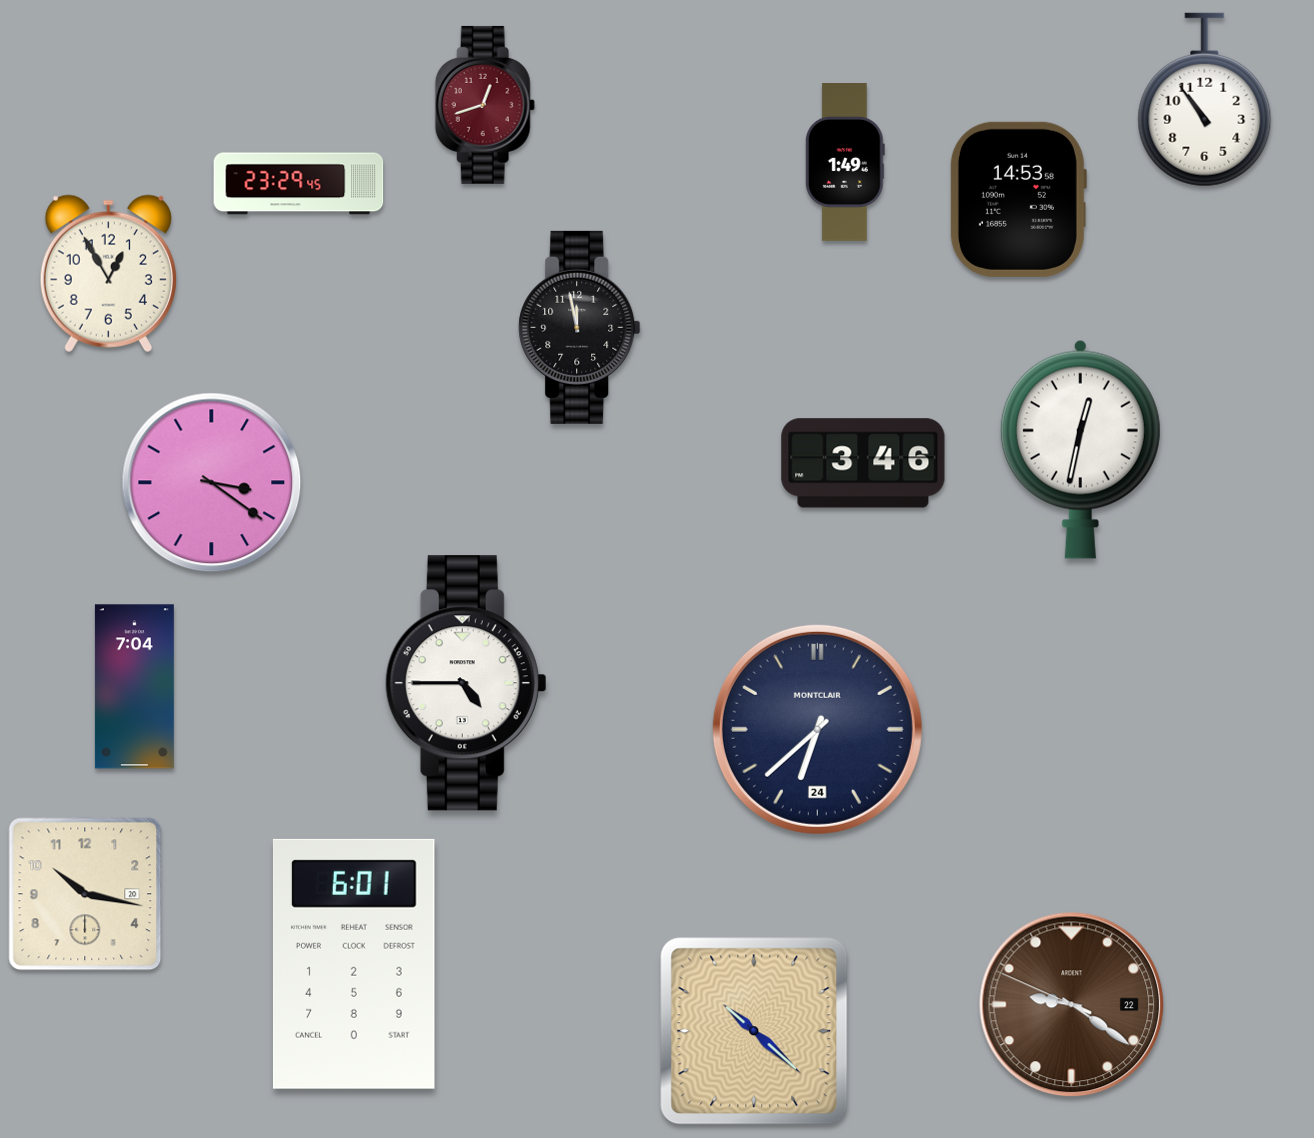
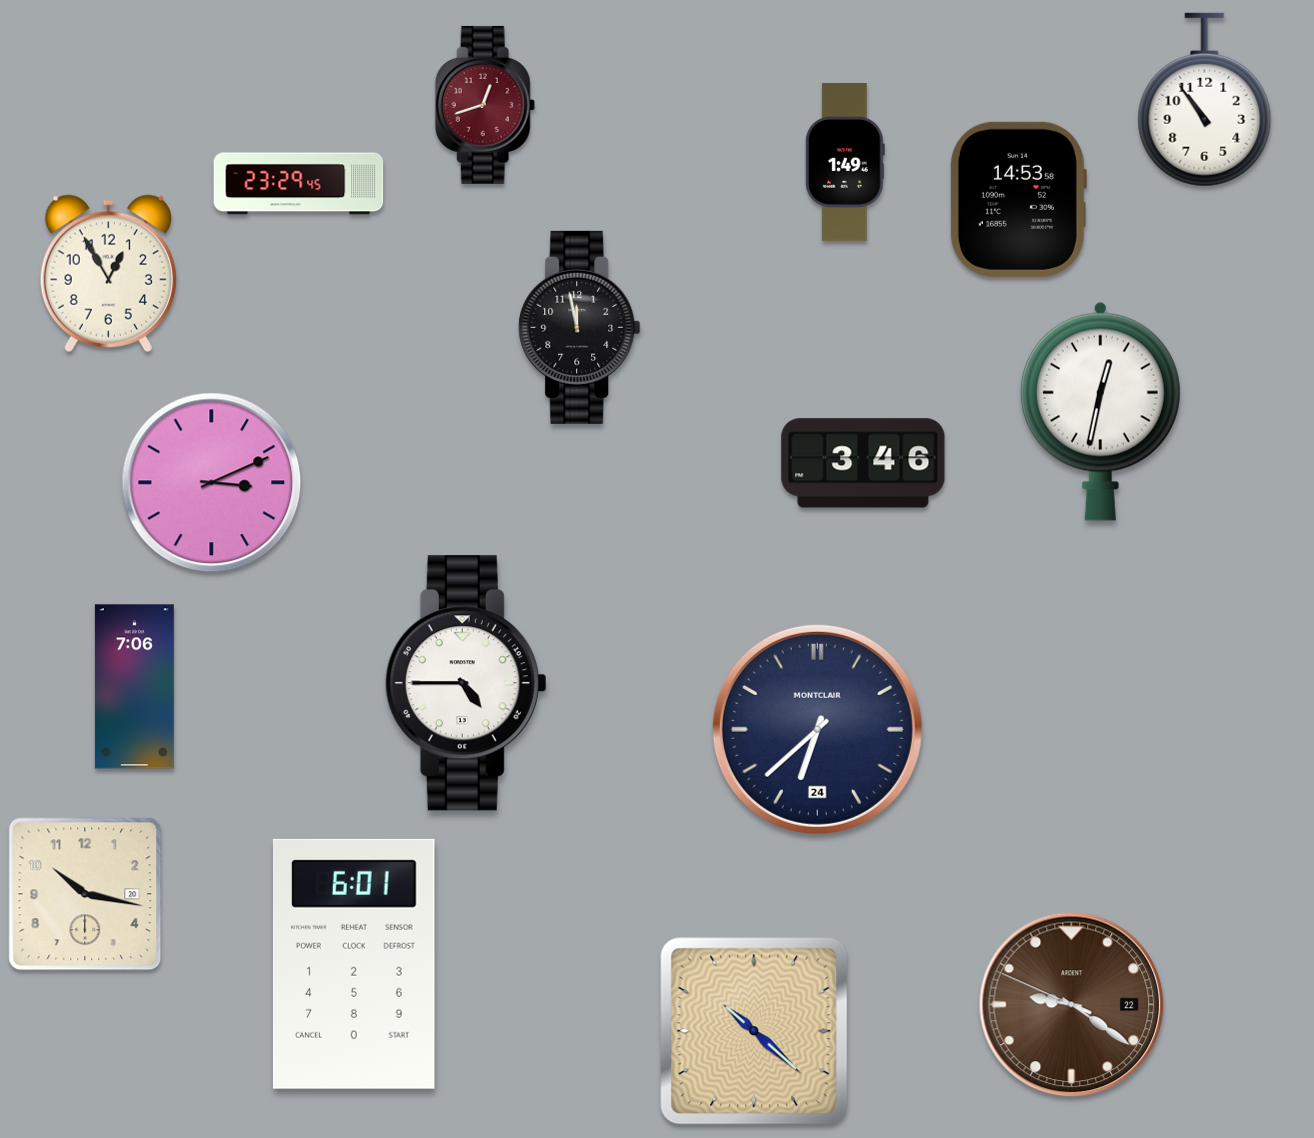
clock at (1080, 449) position: (1080, 449) -> (1100, 411)
clock at (212, 483): 3:21 -> 3:11
clock at (134, 687): 7:04 -> 7:06
